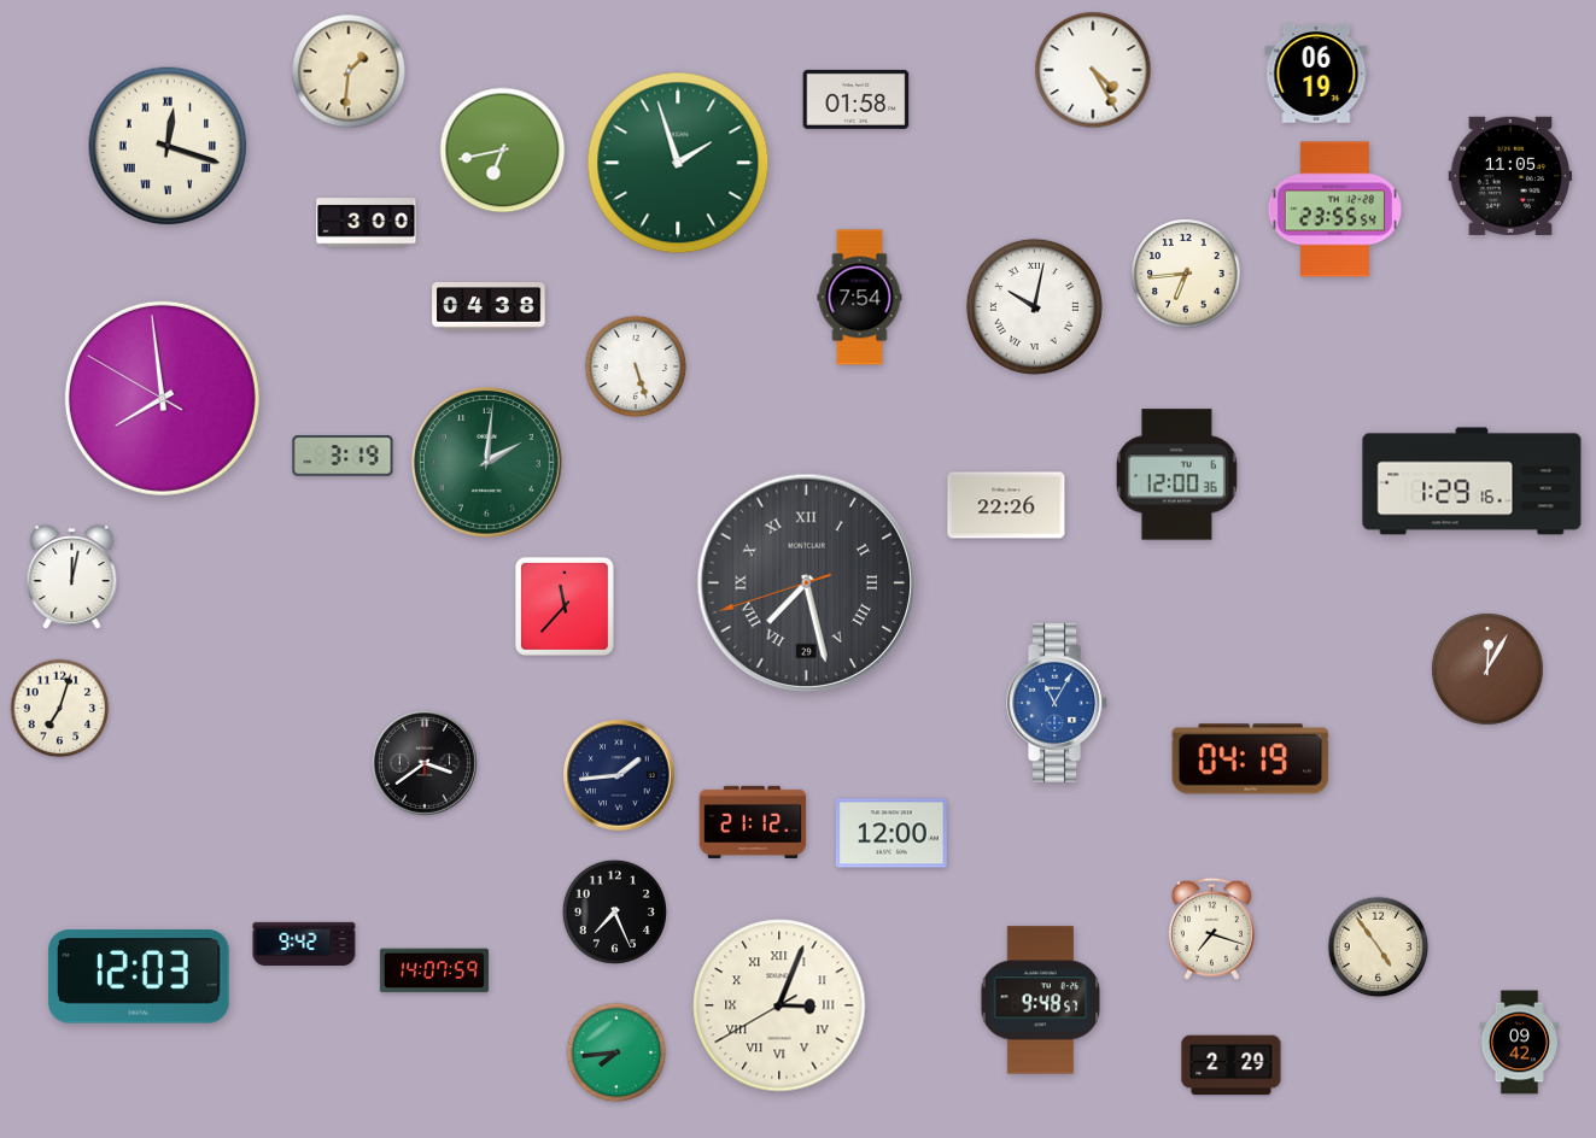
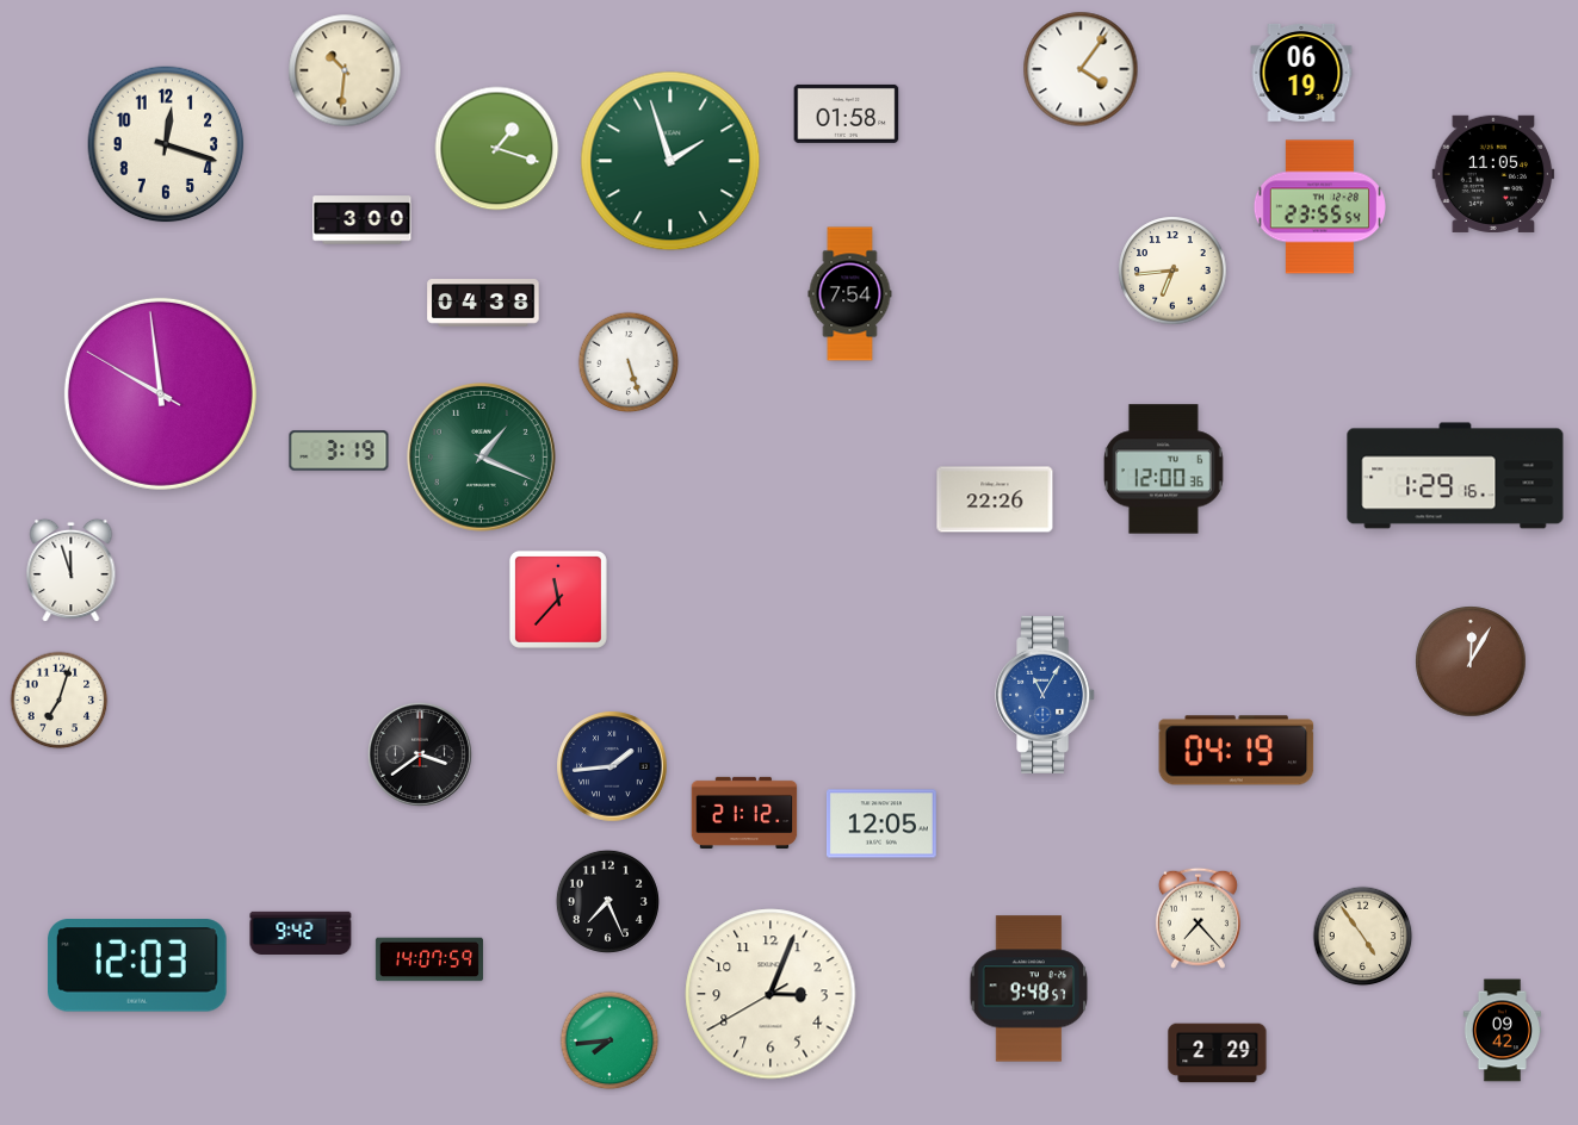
clock at (1093, 70): 4:25 -> 4:06
clock at (349, 71): 1:31 -> 10:31
clock at (857, 99) position: (857, 99) -> (847, 113)
clock at (168, 146) numerals: Roman -> Arabic
clock at (503, 151): 6:43 -> 1:18
clock at (1034, 306): 10:02 -> none
clock at (162, 398): 7:58 -> 9:58
clock at (487, 463): 2:01 -> 1:19
clock at (72, 577): 12:02 -> 11:57
clock at (807, 583): 7:27 -> none
clock at (891, 833): 12:00 -> 12:05
clock at (1211, 928): 7:18 -> 7:23
clock at (779, 1005) numerals: Roman -> Arabic
